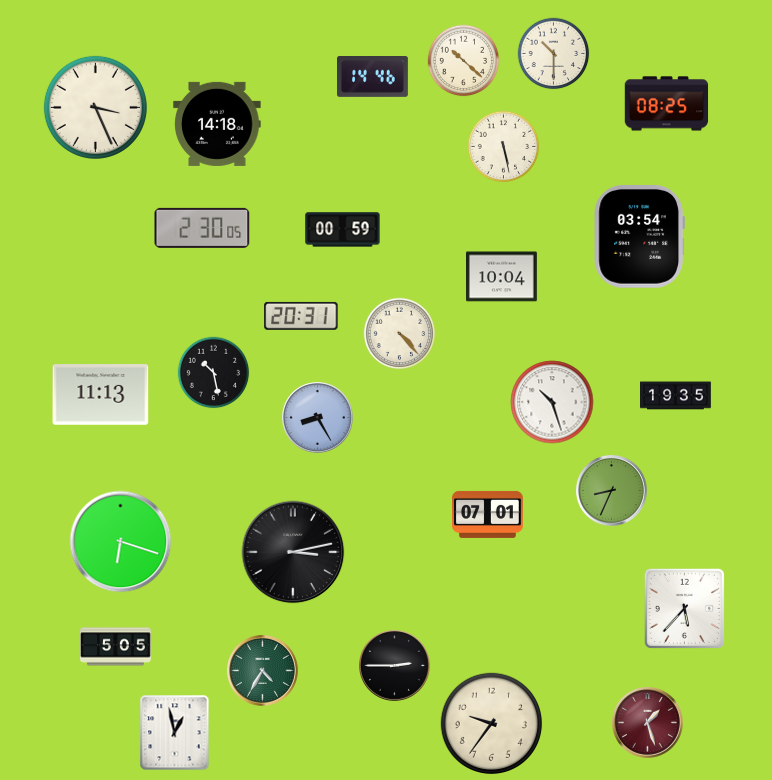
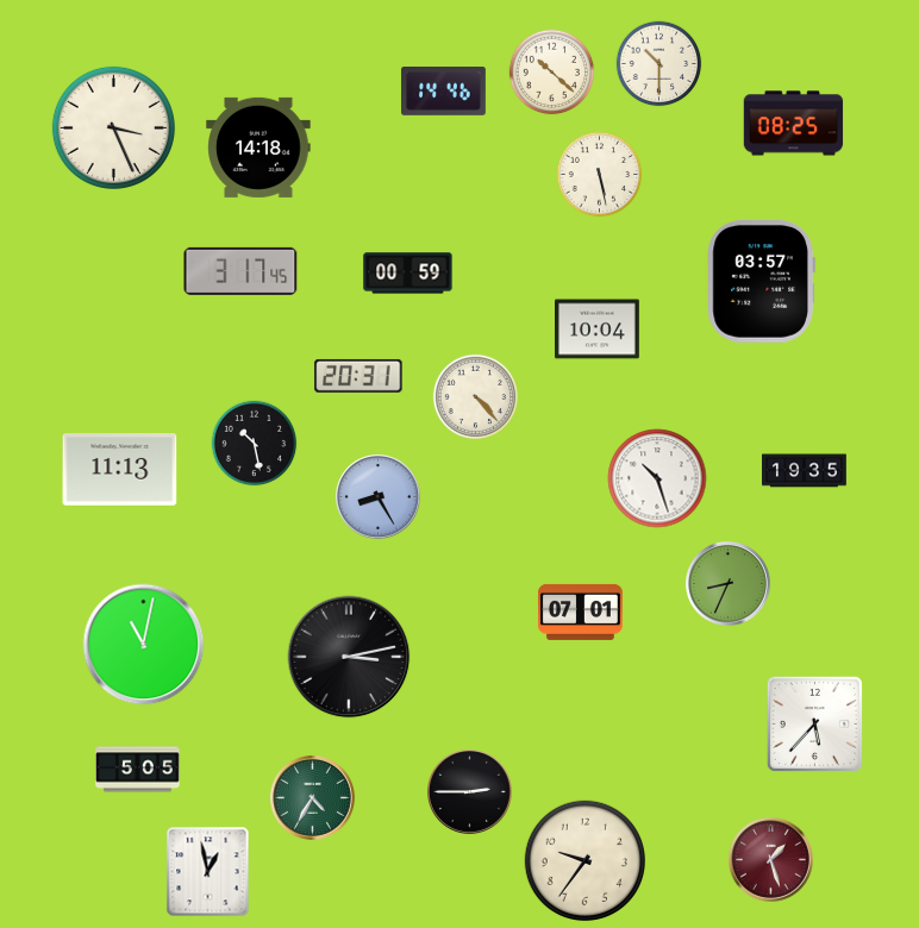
clock at (202, 228): 2:30 -> 3:17
clock at (639, 237): 03:54 -> 03:57
clock at (121, 542): 6:18 -> 11:02
